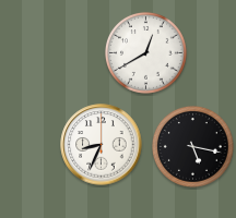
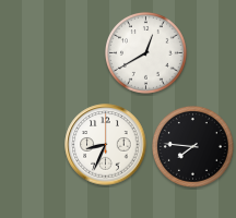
clock at (102, 145) position: (102, 145) -> (106, 145)
clock at (192, 146): 5:17 -> 7:46
